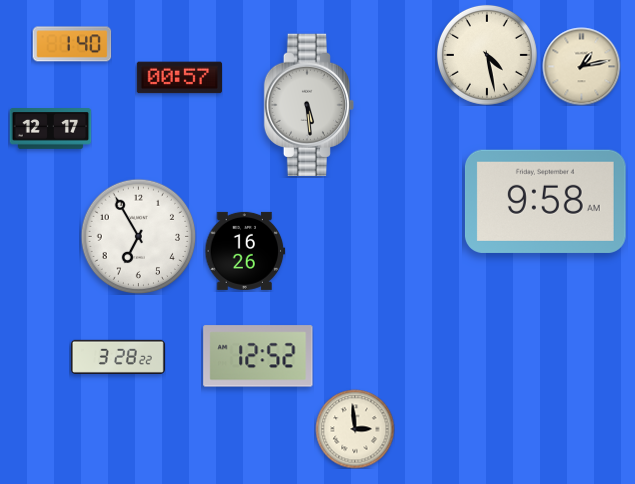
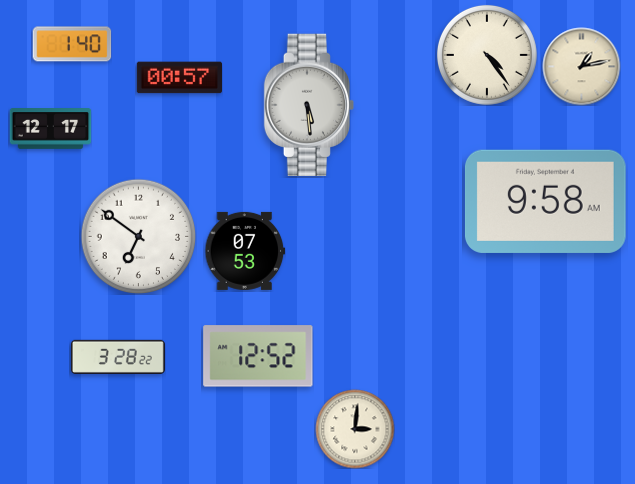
clock at (487, 55): 4:28 -> 4:24
clock at (138, 236): 6:55 -> 6:51
clock at (245, 251): 16:26 -> 07:53
clock at (355, 429): 2:59 -> 3:01
